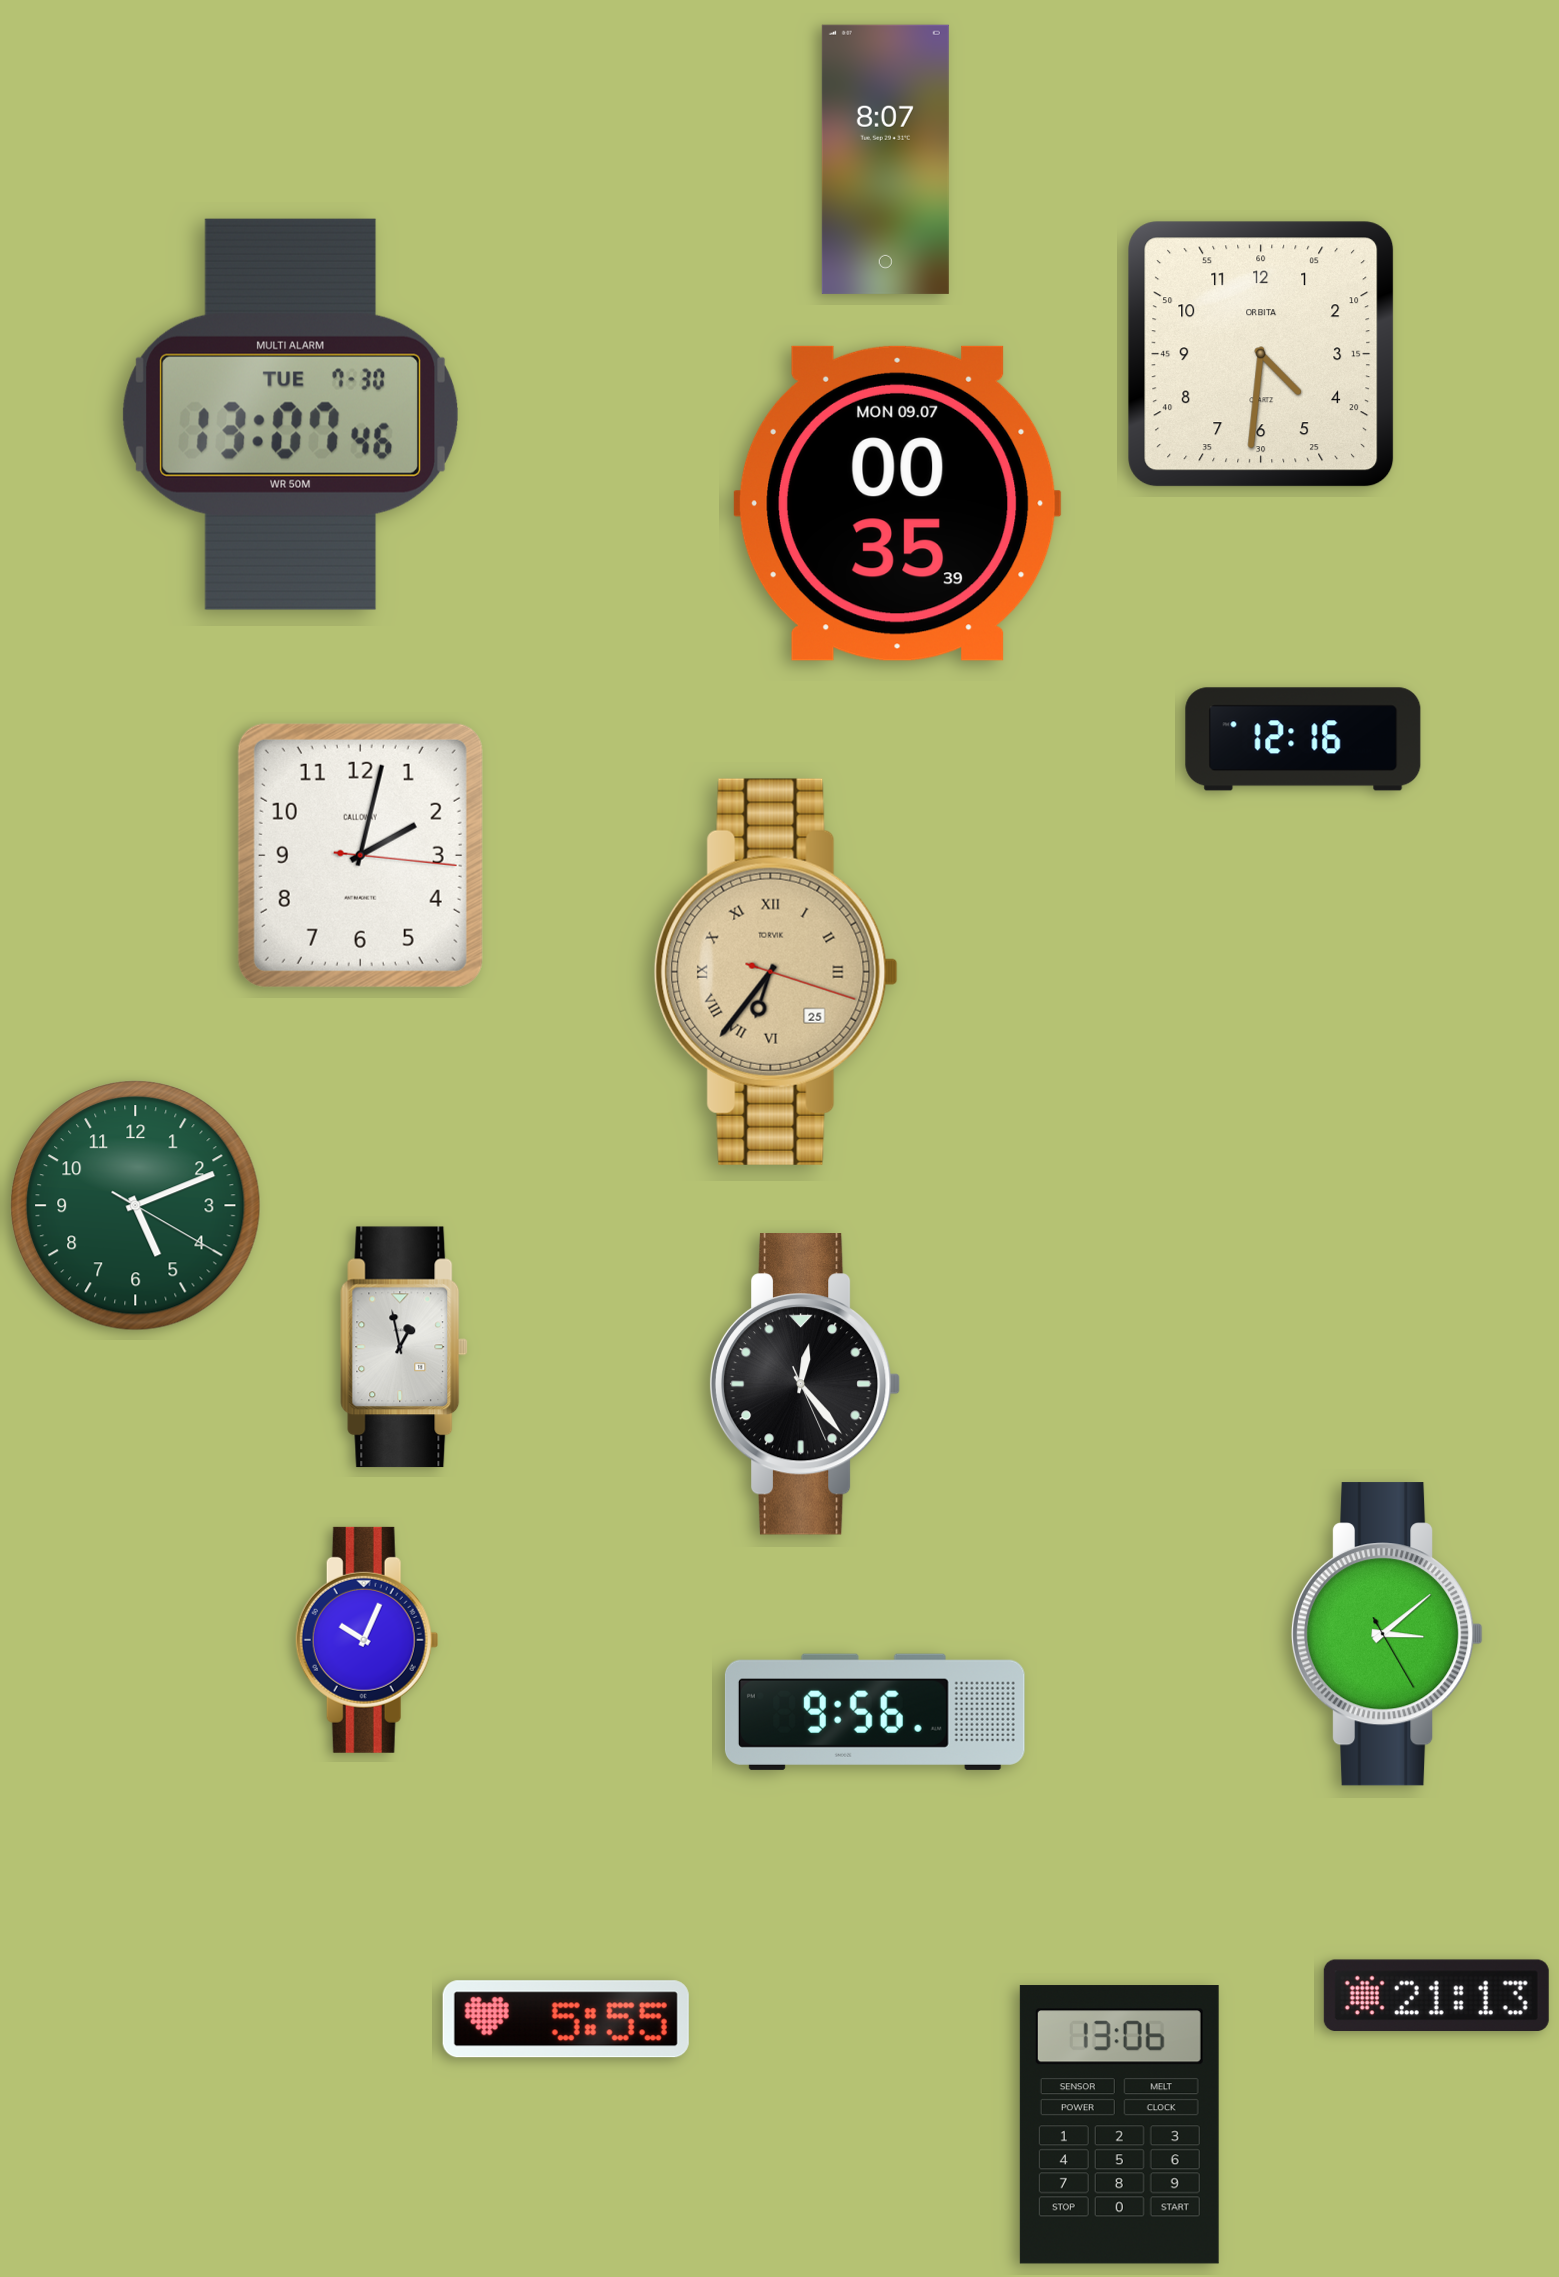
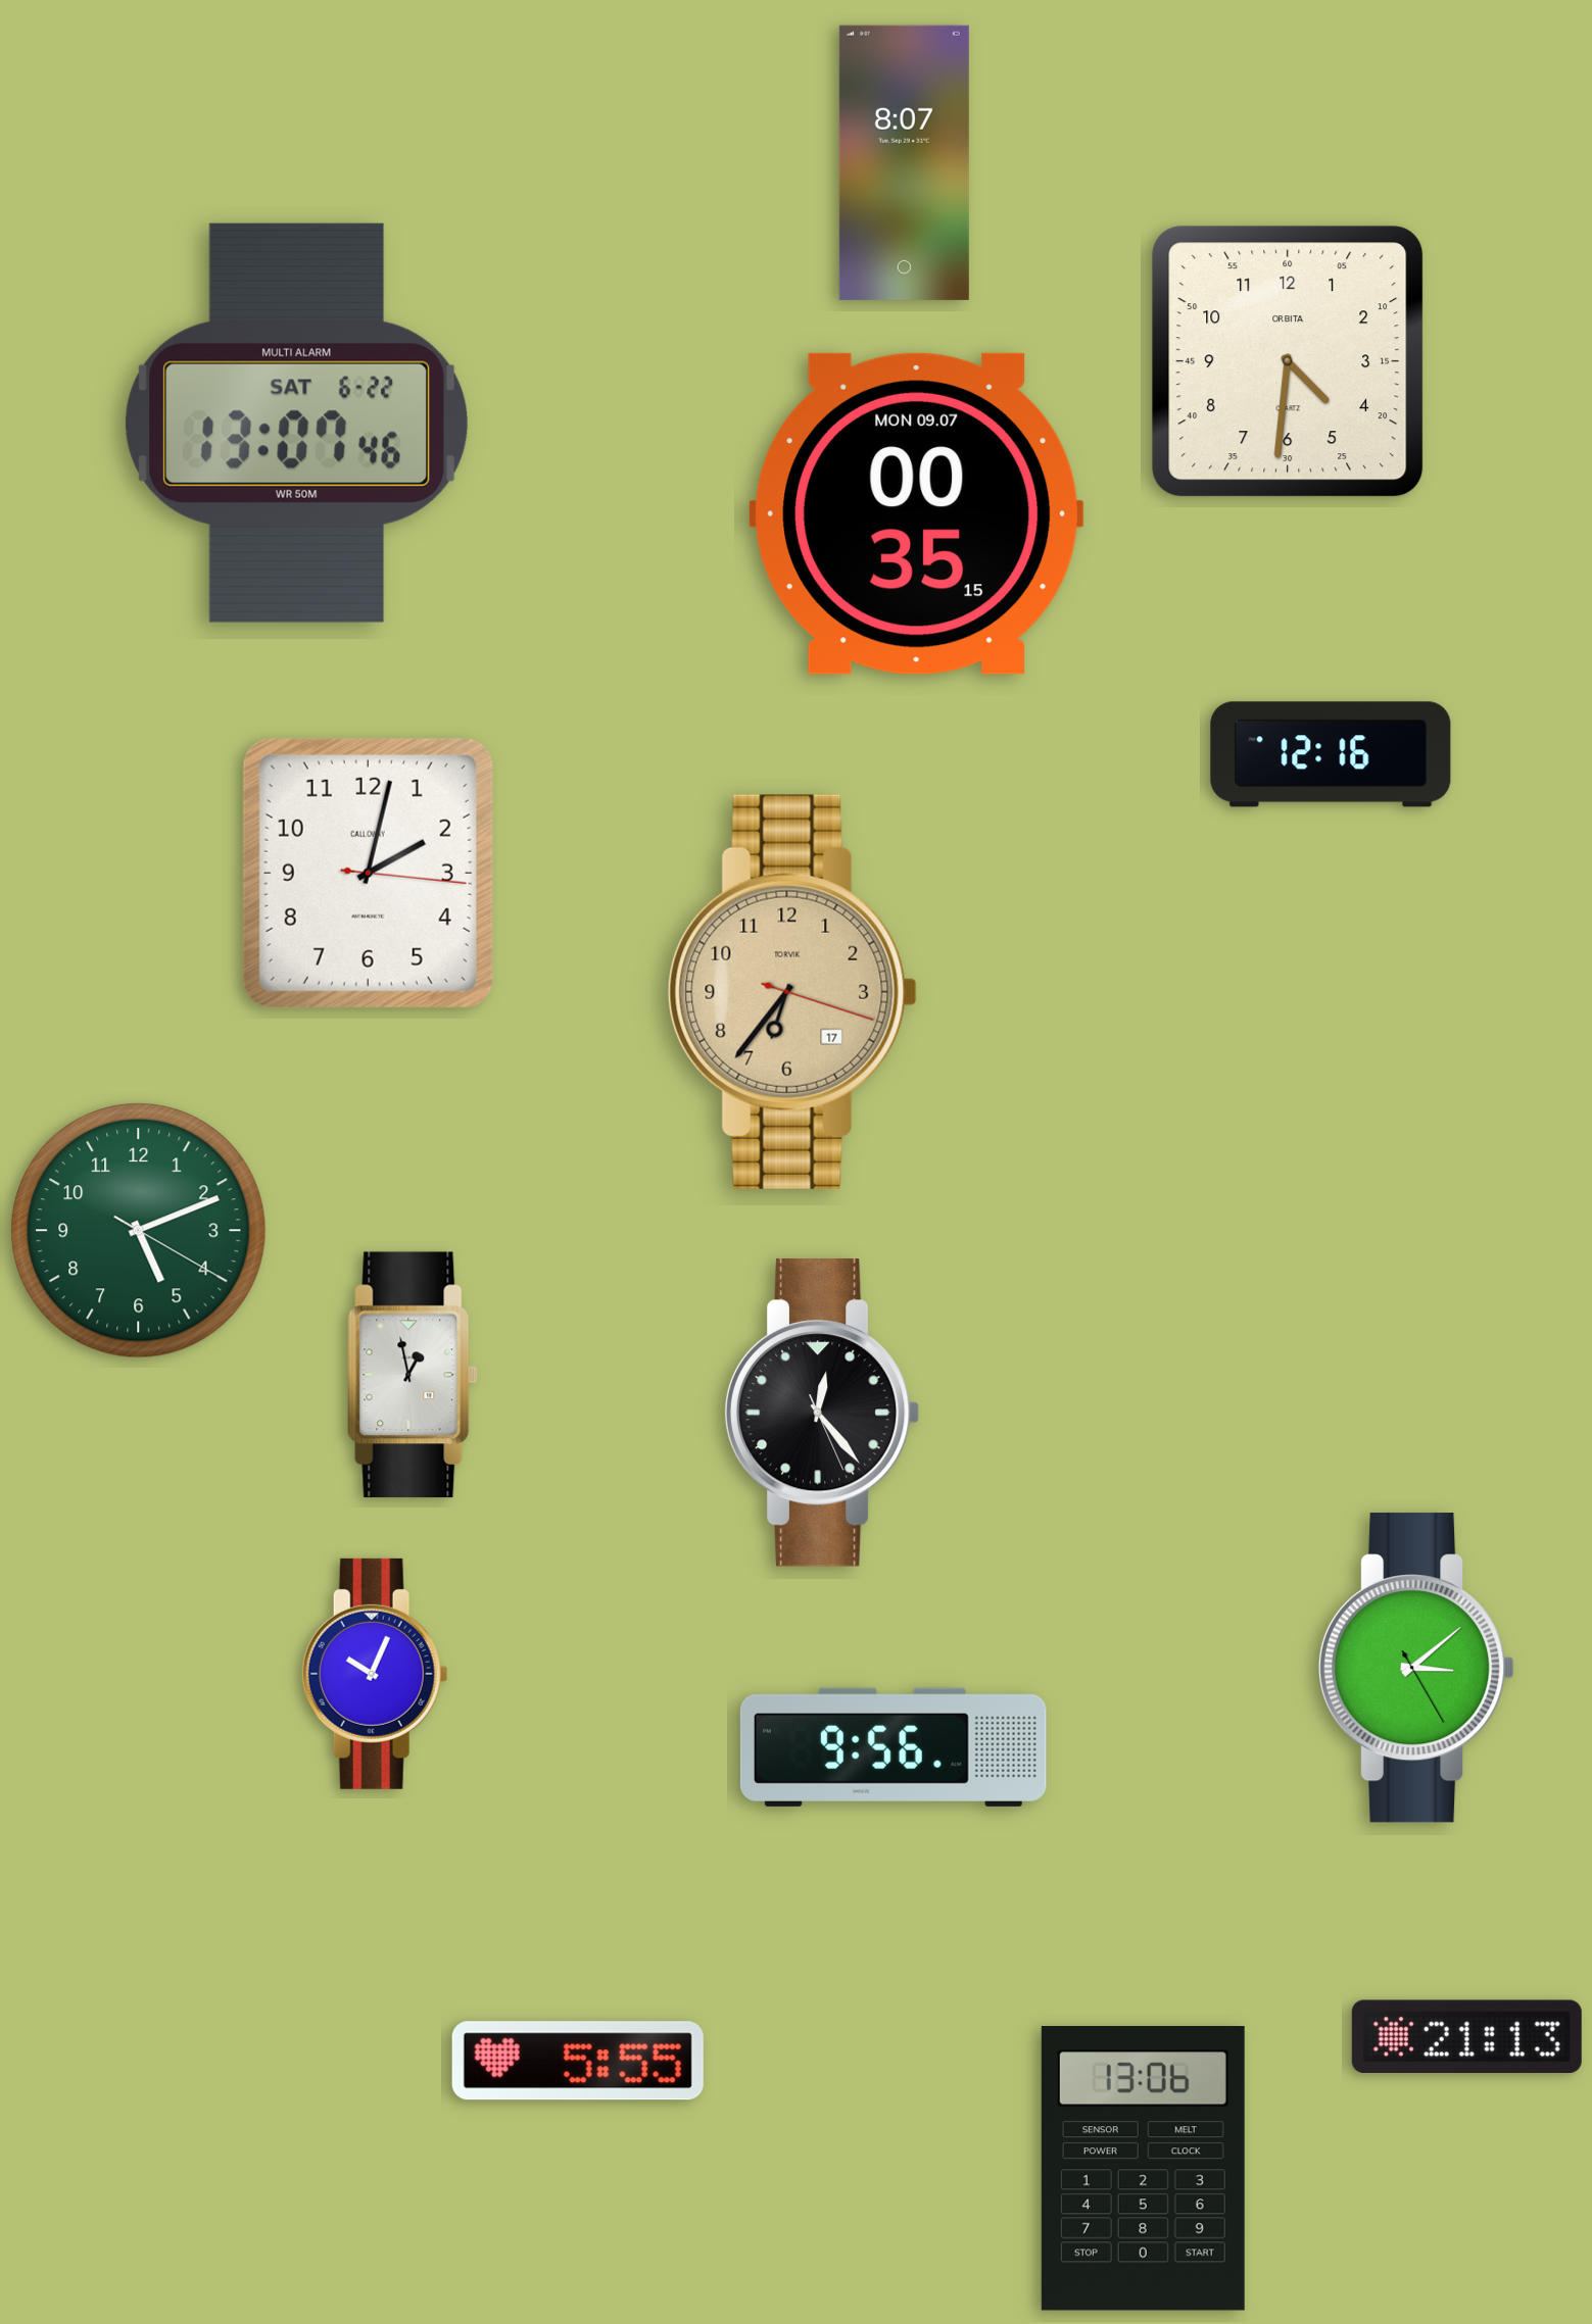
clock at (291, 414) date: TUE 7-30 -> SAT 6-22
clock at (898, 503): 00:35:39 -> 00:35:15
clock at (776, 972) date: 25 -> 17
clock at (776, 972) numerals: Roman -> Arabic
